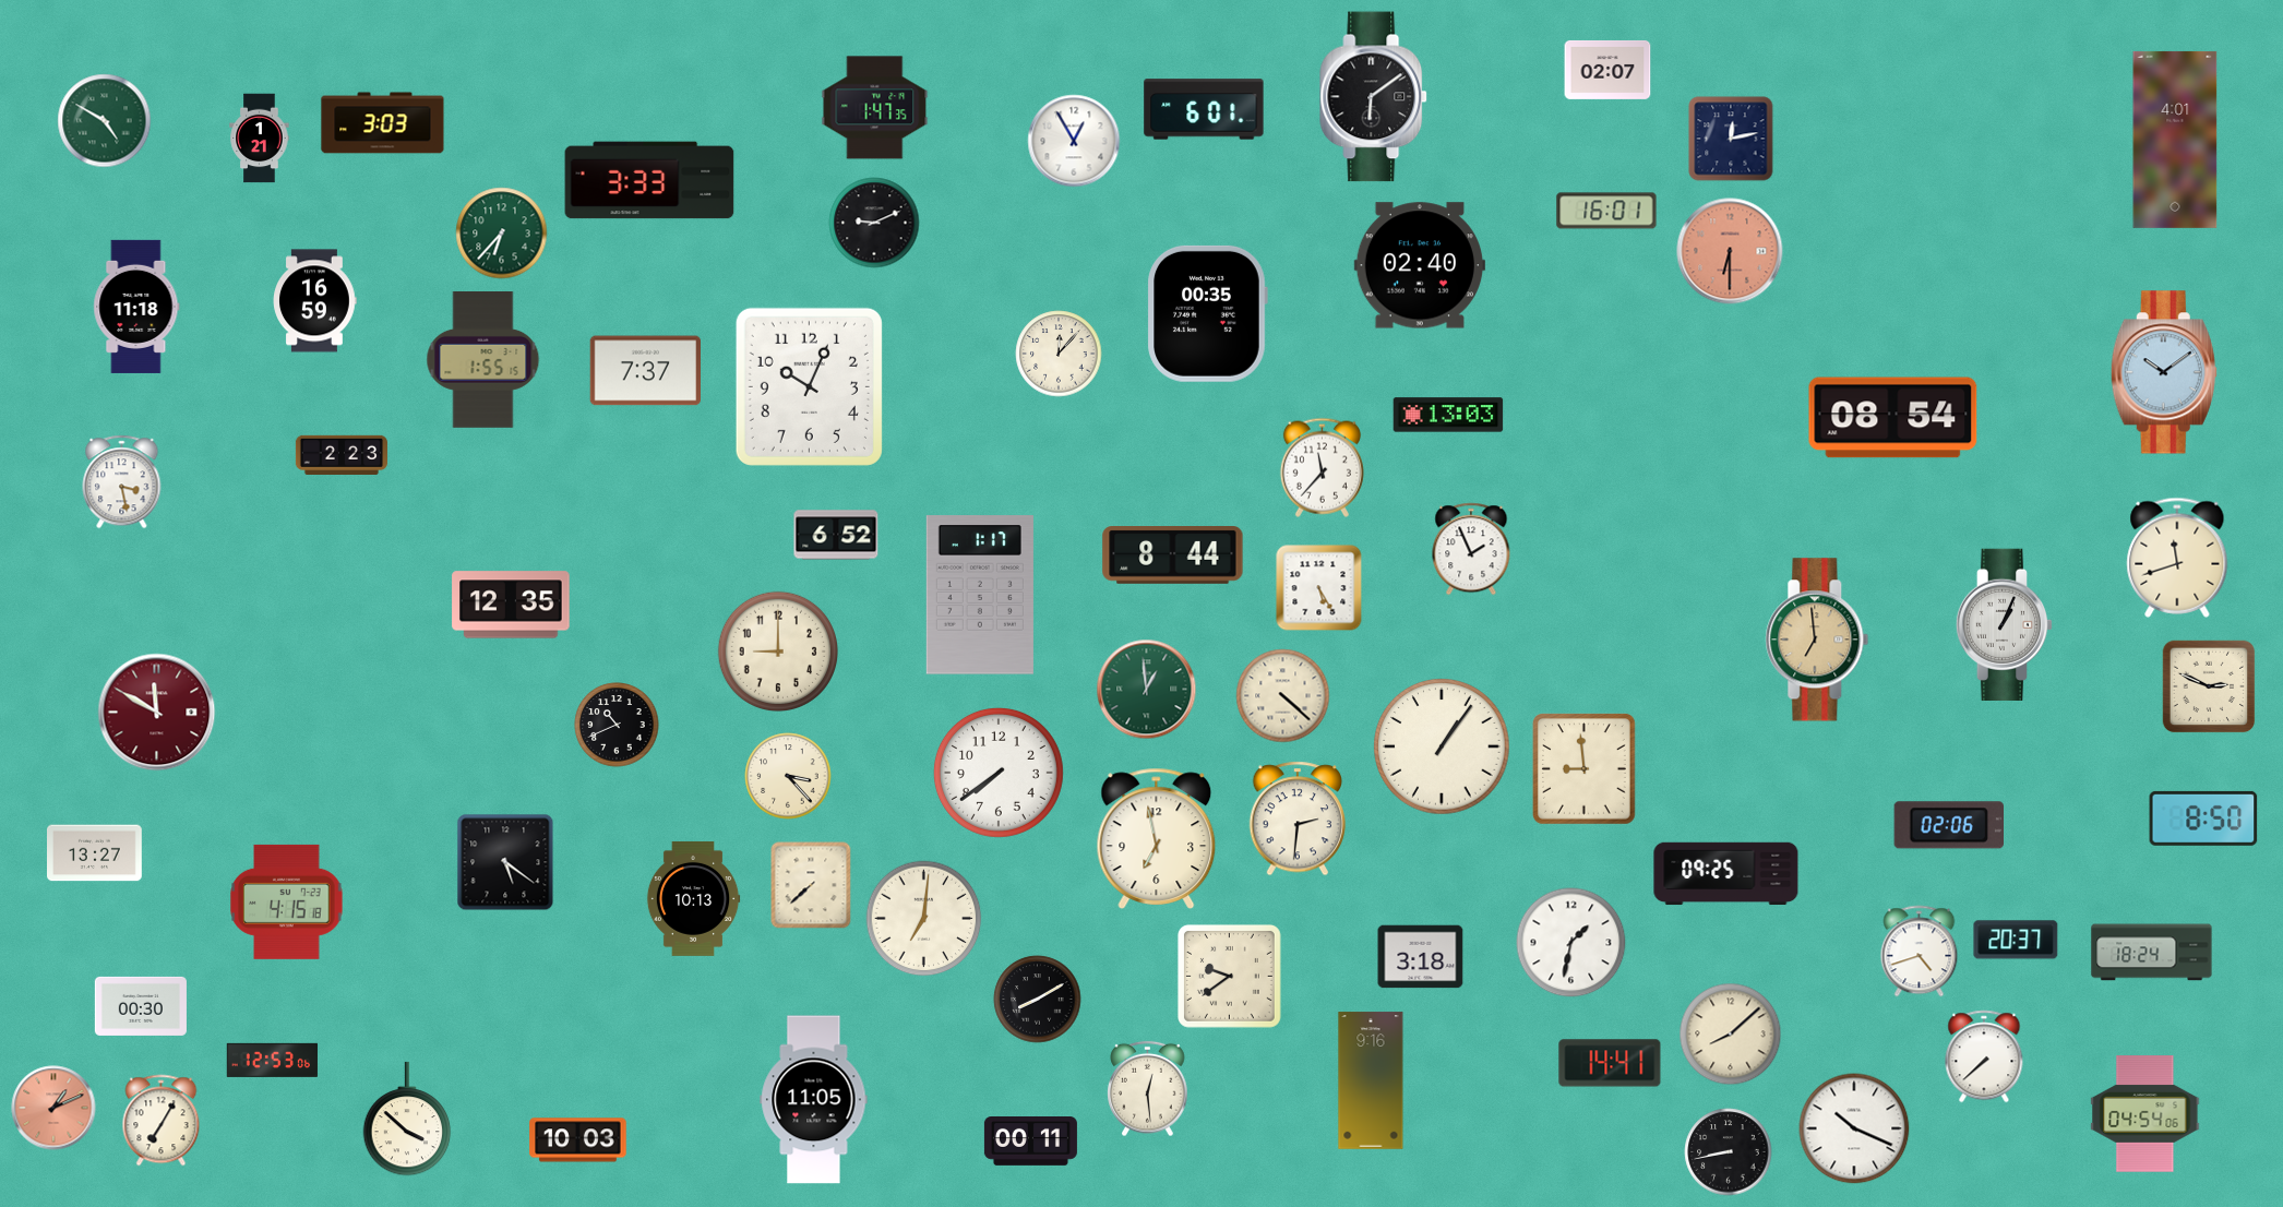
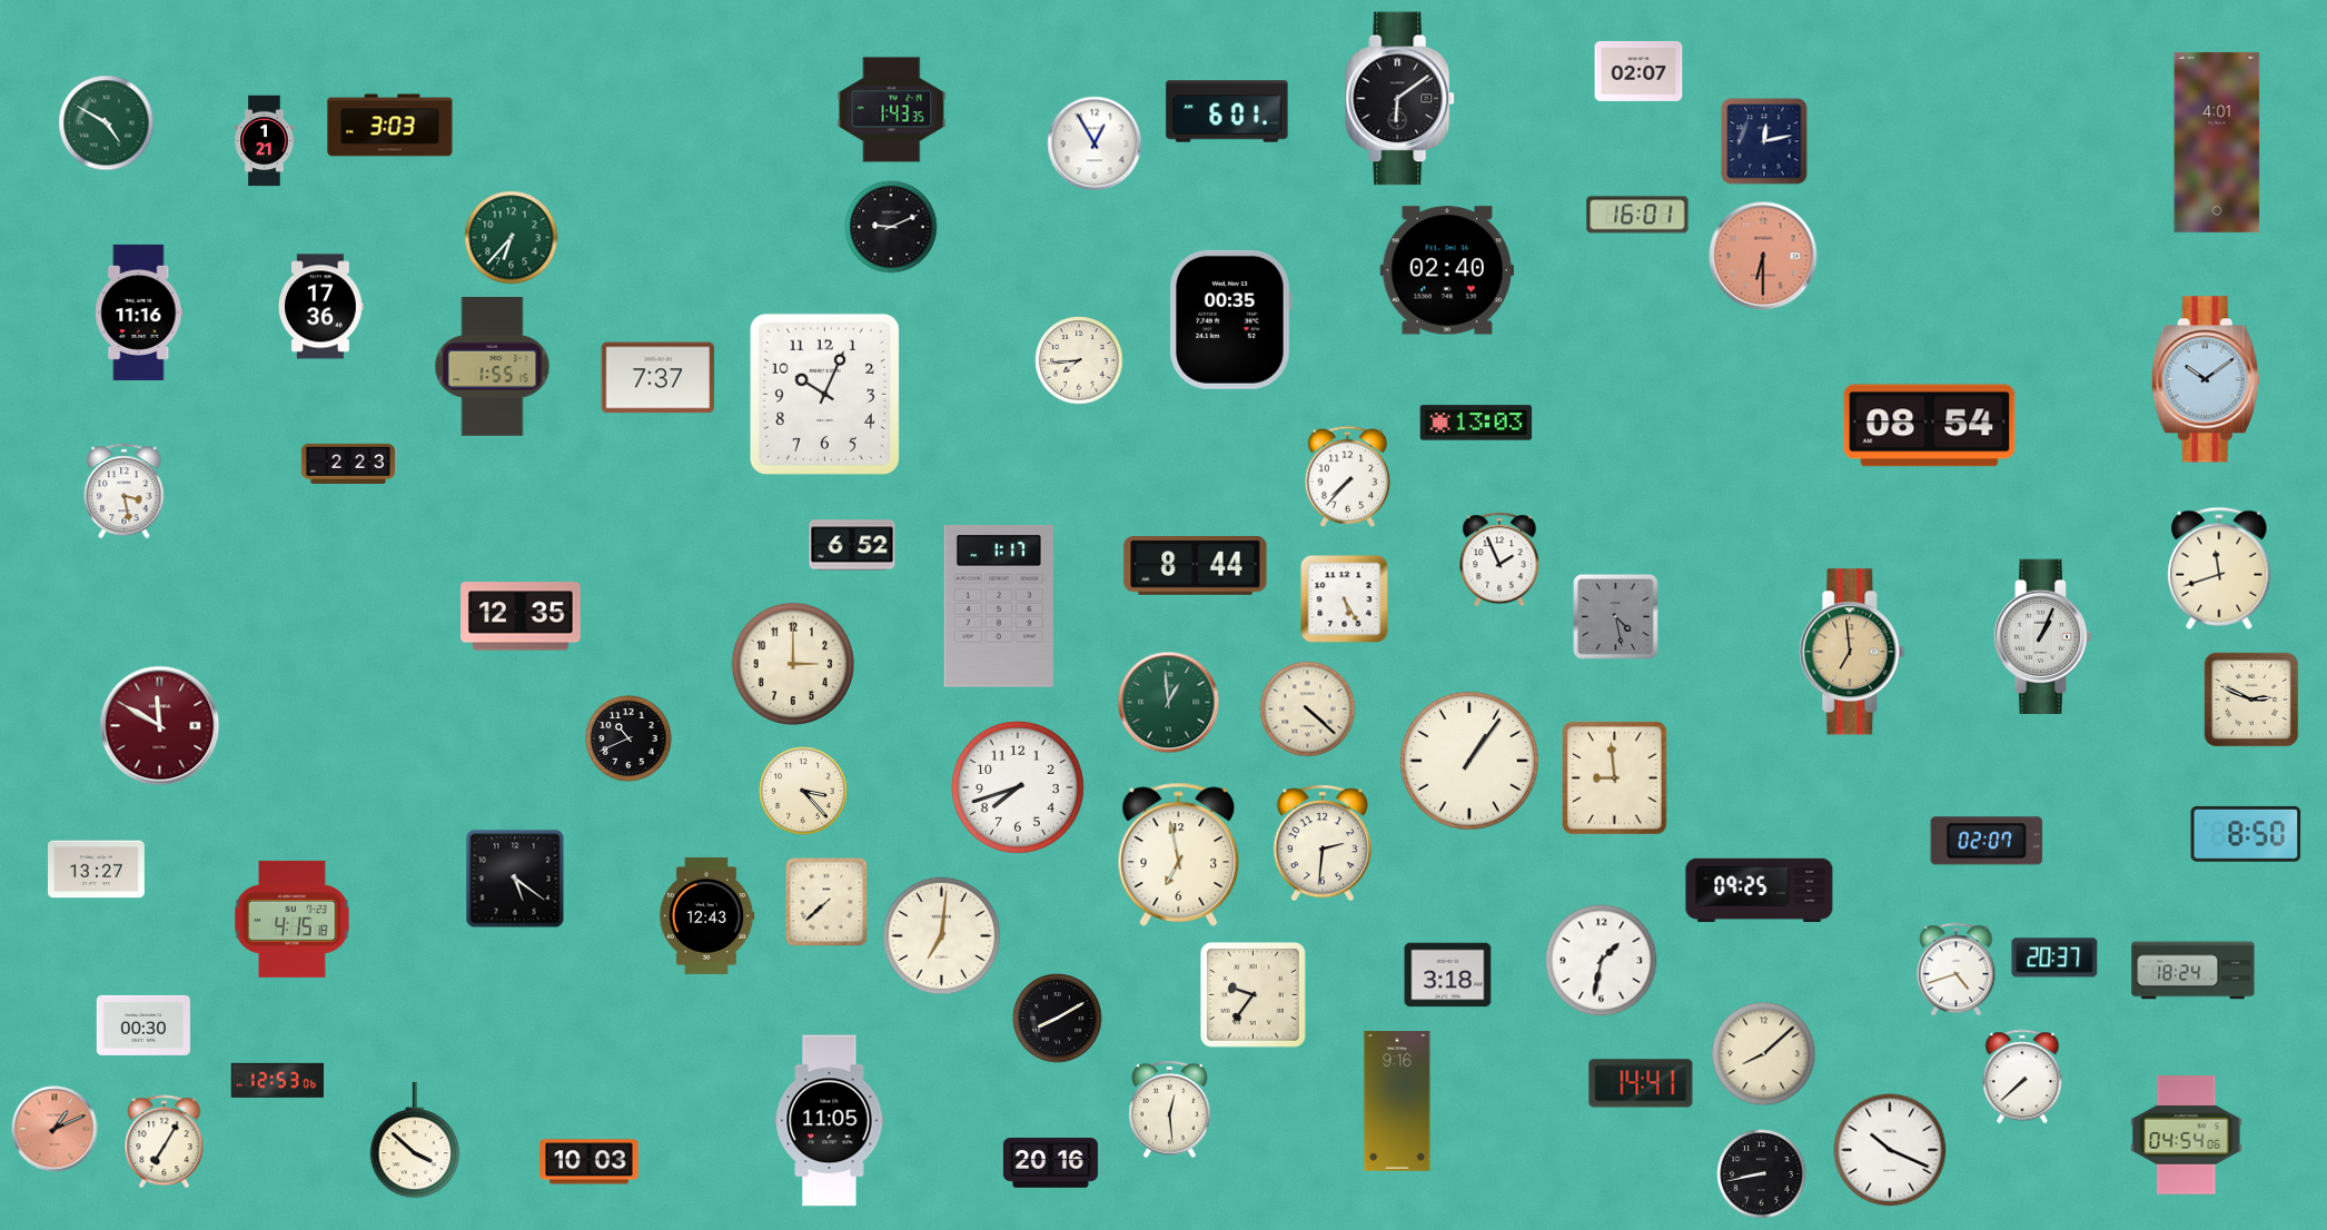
clock at (875, 108): 1:47 -> 1:43
clock at (649, 180): 3:33 -> none
clock at (314, 301): 16:59 -> 17:36
clock at (136, 307): 11:18 -> 11:16
clock at (1059, 354): 12:07 -> 7:44
clock at (1322, 467): 11:37 -> 7:37
clock at (1616, 617): none -> 4:28
clock at (777, 650): 9:00 -> 3:00
clock at (1585, 769) position: (1585, 769) -> (1615, 778)
clock at (999, 773): 7:39 -> 7:42
clock at (1298, 818) position: (1298, 818) -> (1323, 843)
clock at (1948, 825): 02:06 -> 02:07
clock at (693, 898): 10:13 -> 12:43
clock at (1229, 976): 9:39 -> 9:36
clock at (1030, 1142): 00:11 -> 20:16
